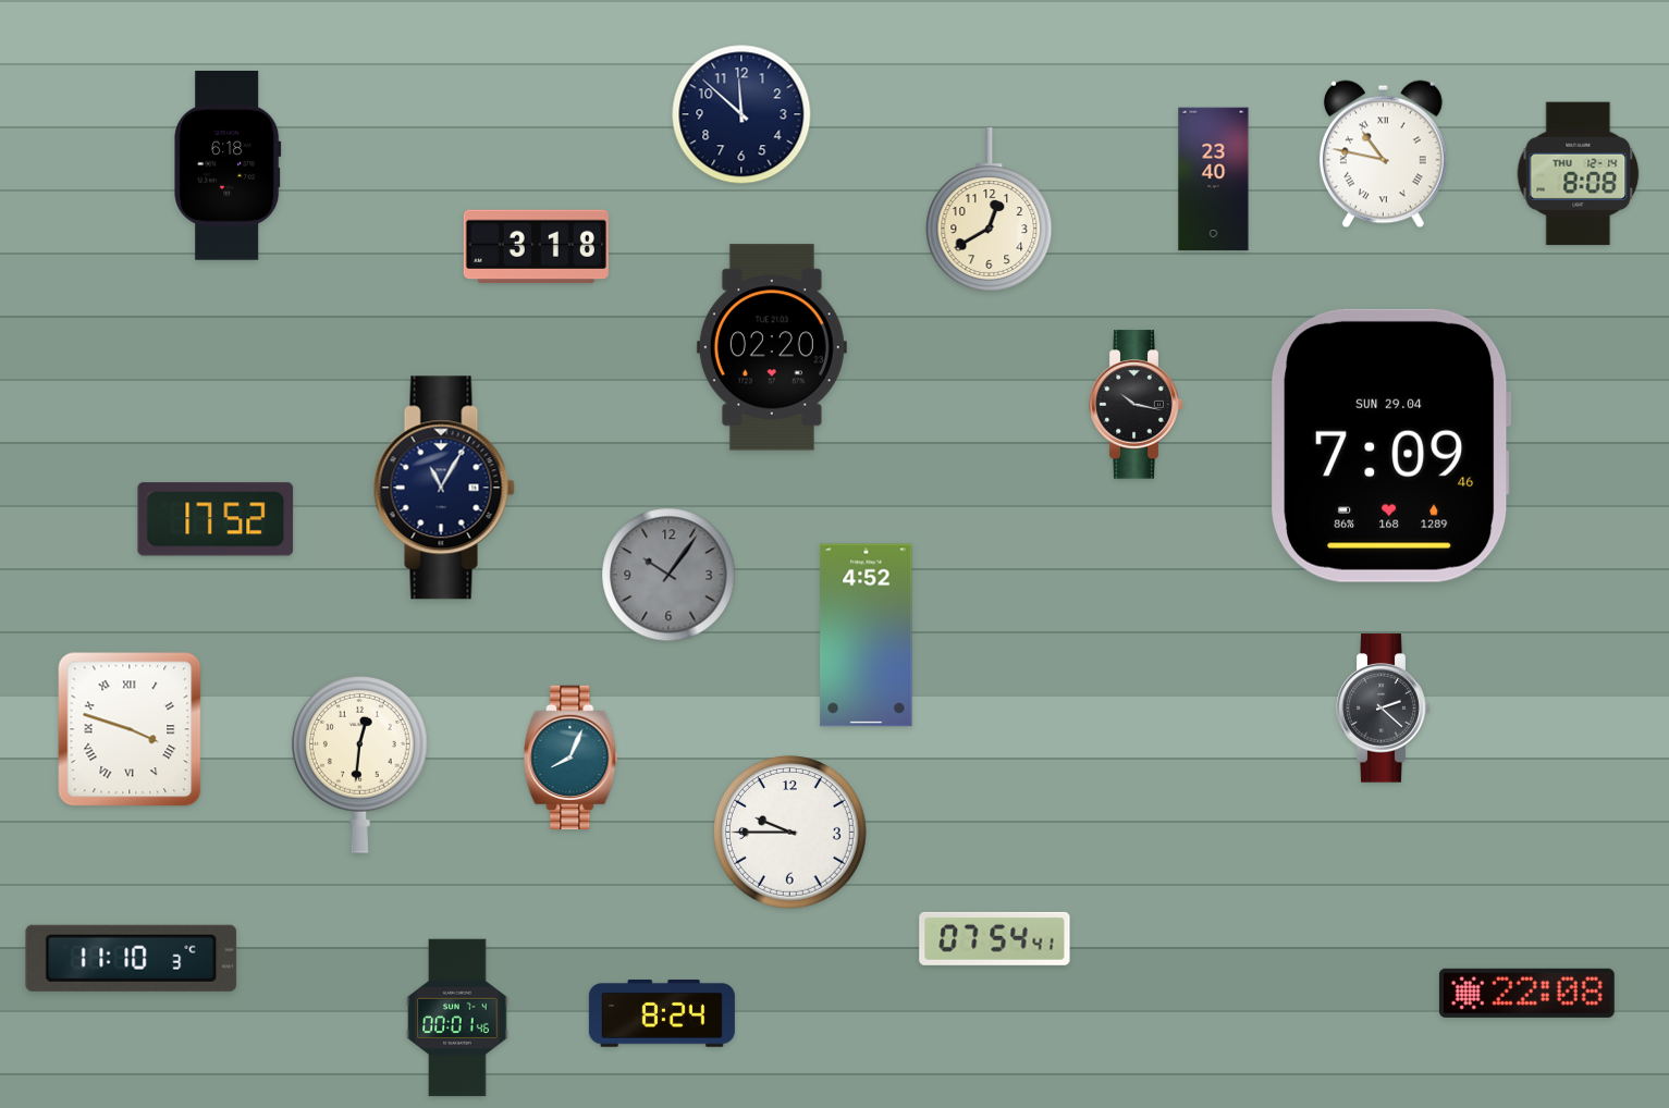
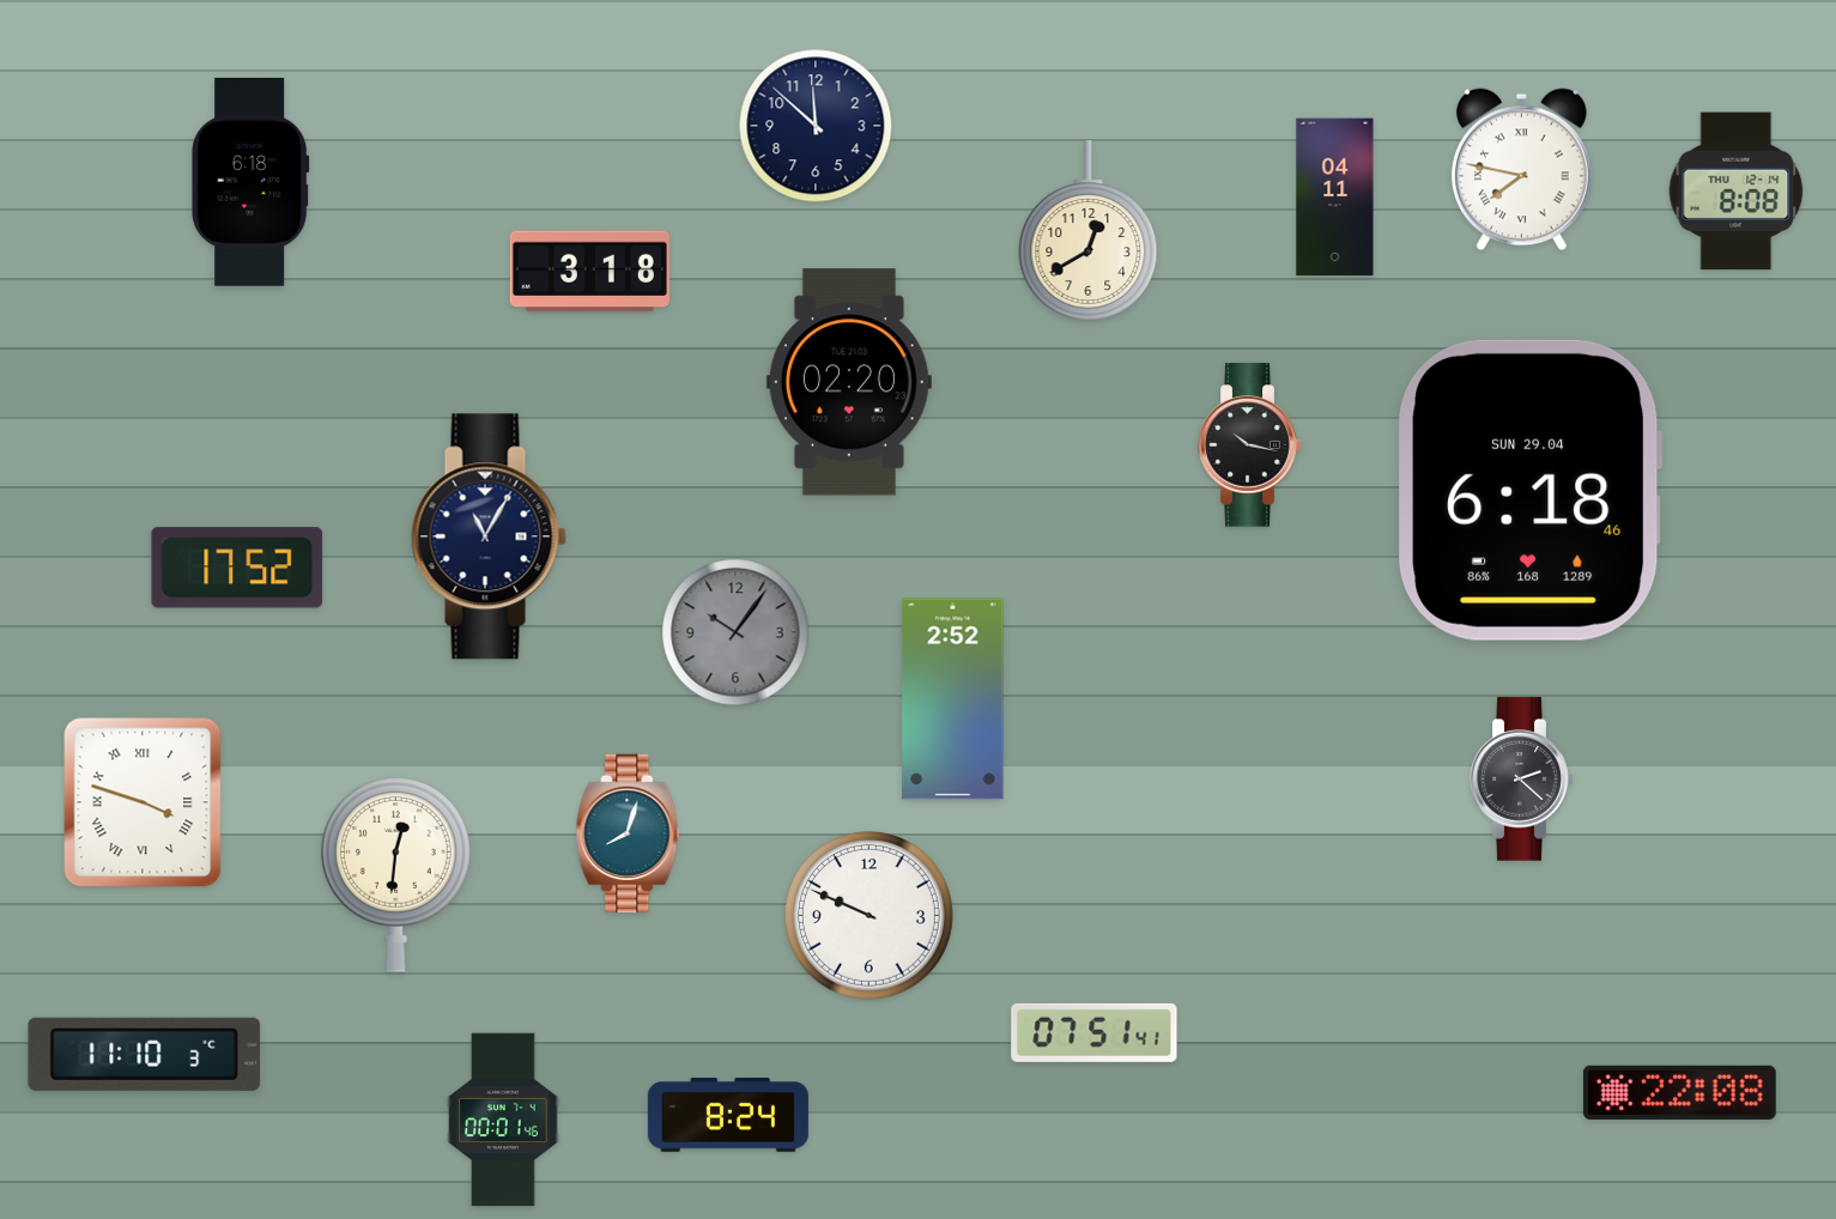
clock at (1383, 155): 10:47 -> 7:47
clock at (1214, 180): 23:40 -> 04:11
clock at (1391, 445): 7:09 -> 6:18
clock at (216, 519) position: (216, 519) -> (237, 568)
clock at (867, 636): 4:52 -> 2:52
clock at (570, 756): 8:04 -> 8:03
clock at (359, 764) position: (359, 764) -> (395, 874)
clock at (789, 832): 9:45 -> 9:49
clock at (995, 938): 07:54 -> 07:51
